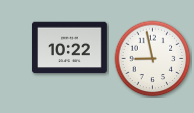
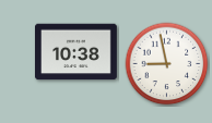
clock at (70, 48): 10:22 -> 10:38
